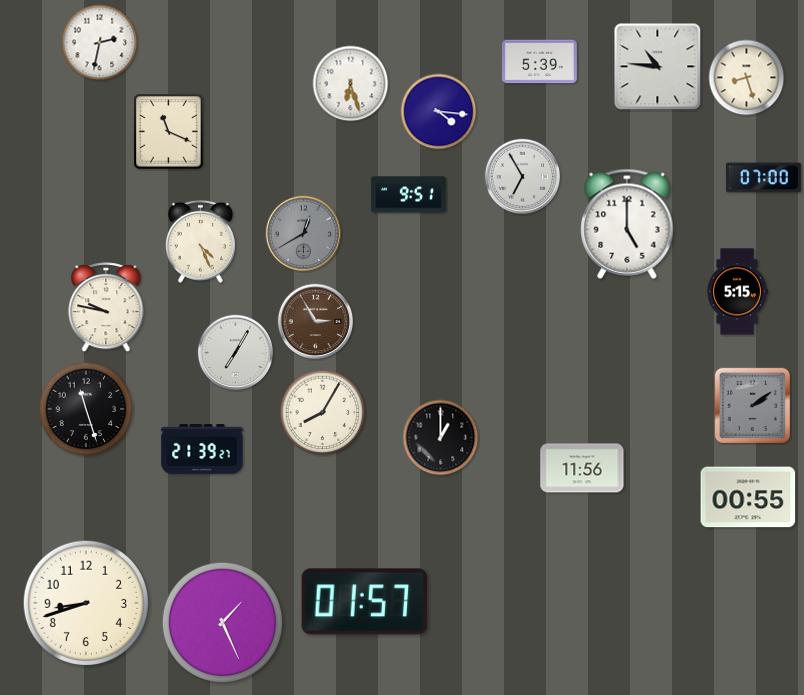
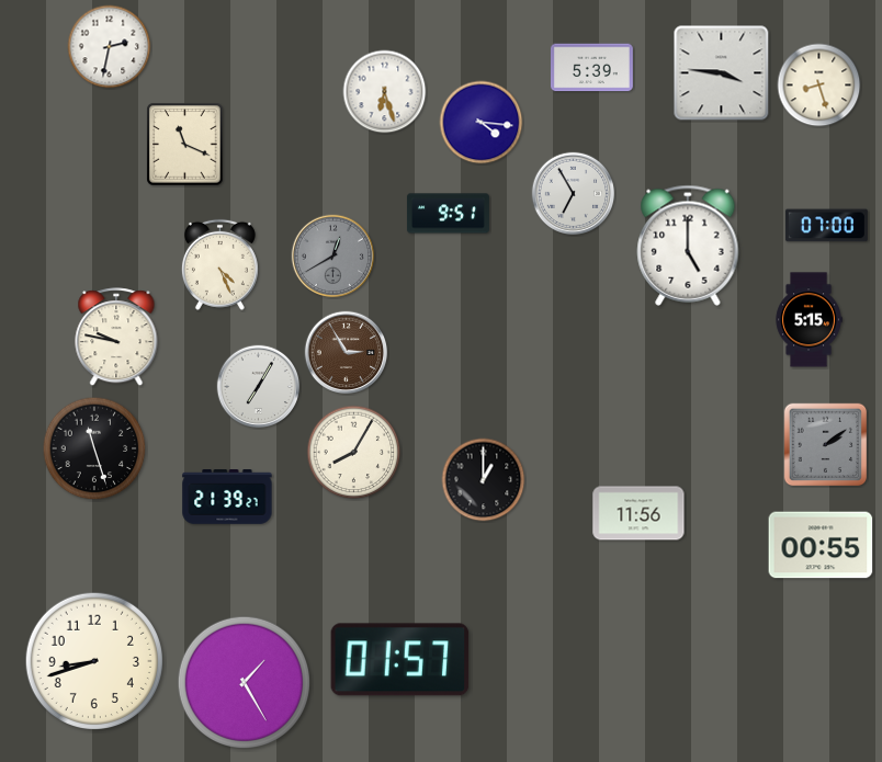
clock at (658, 67): 10:46 -> 3:46
clock at (763, 178) position: (763, 178) -> (826, 226)
clock at (202, 449) position: (202, 449) -> (227, 497)
clock at (222, 622): 1:26 -> 1:25
